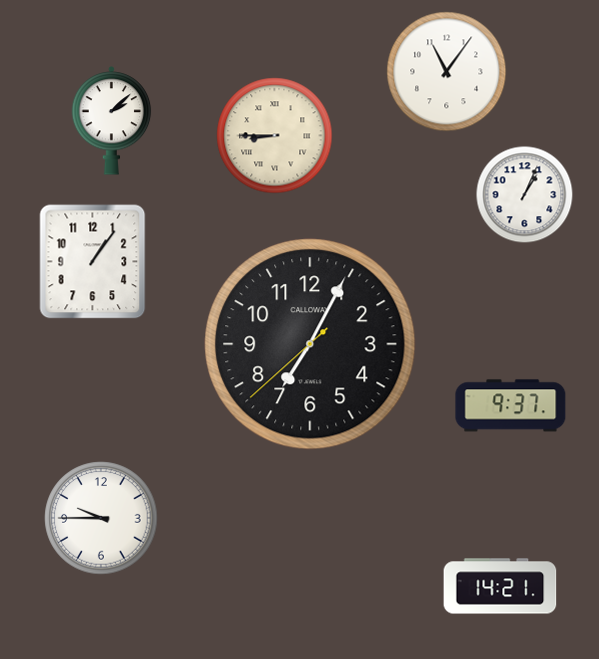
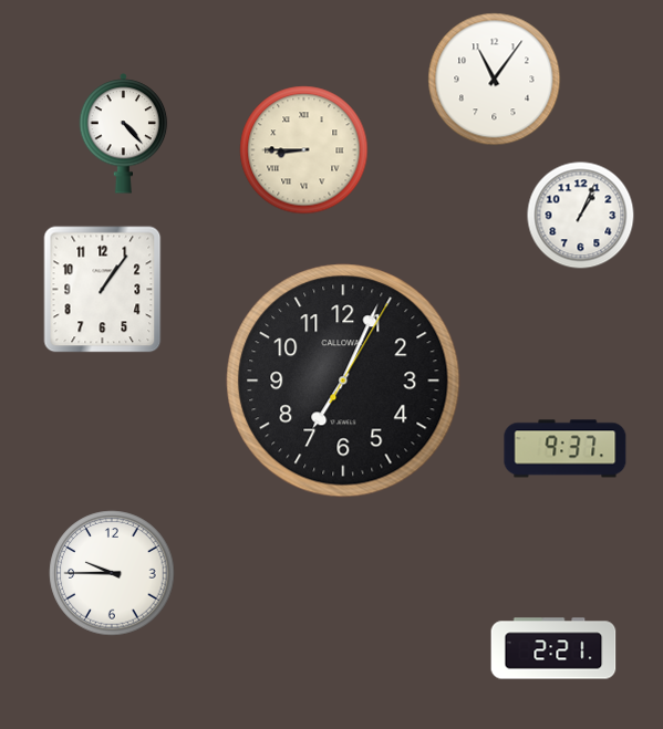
clock at (112, 121): 2:08 -> 4:23
clock at (310, 344): 7:04:38 -> 7:04:05
clock at (500, 586): 14:21 -> 2:21
